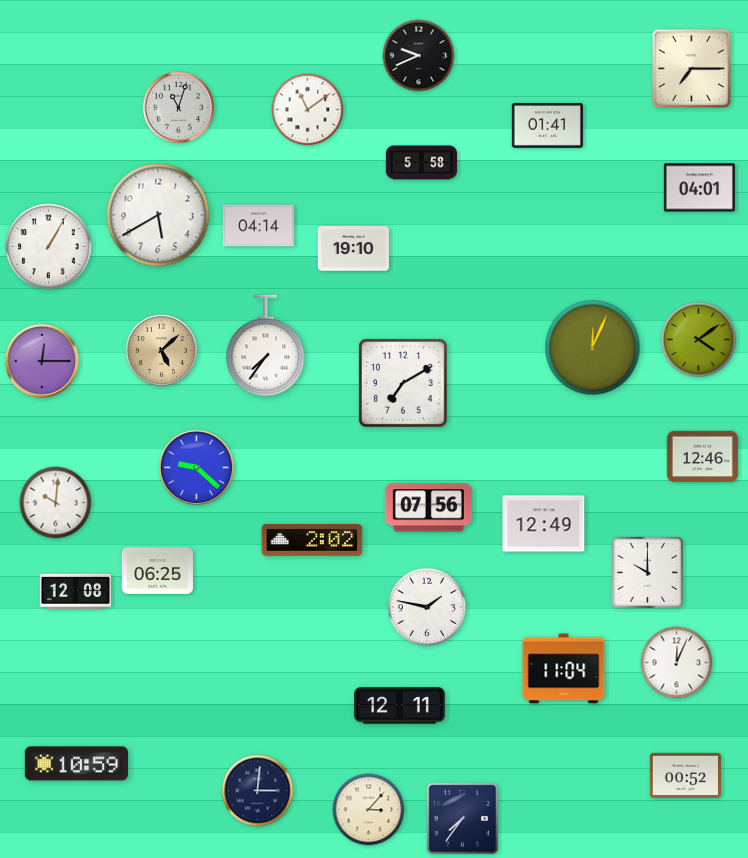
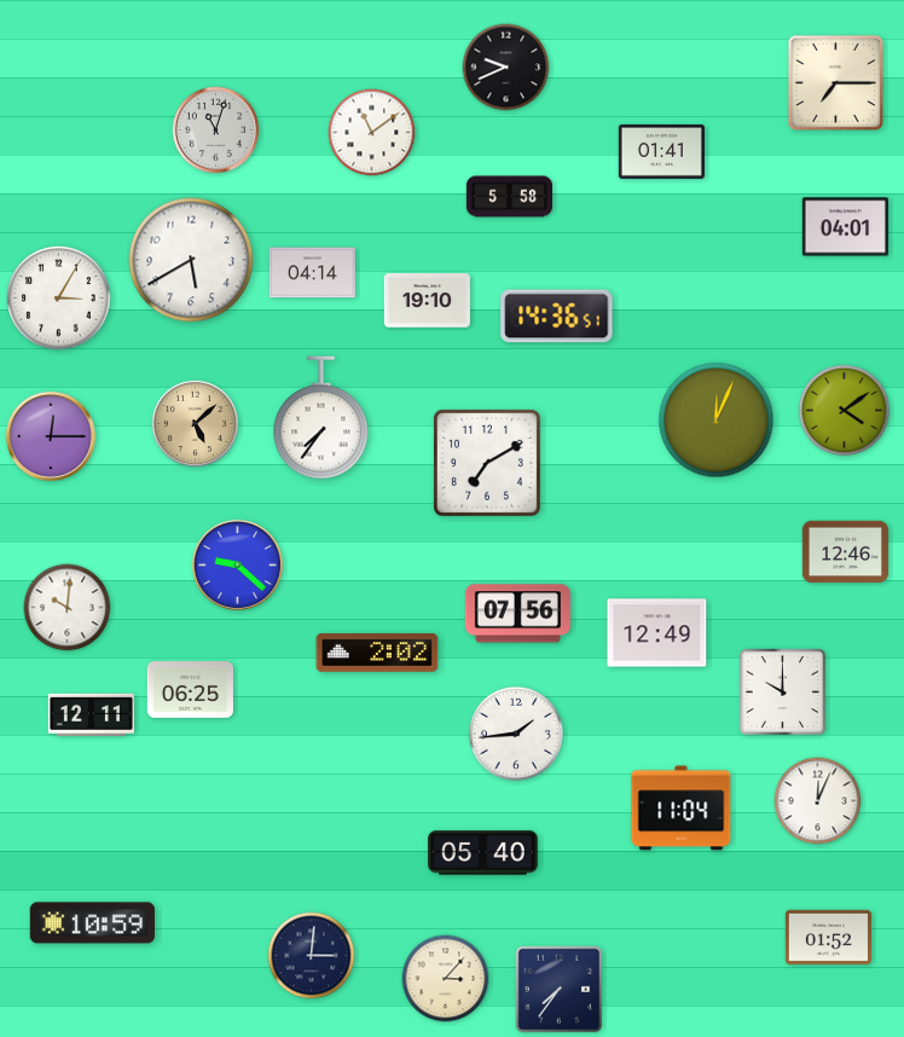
clock at (49, 247): 1:05 -> 3:05
clock at (557, 317): none -> 14:36
clock at (702, 457) position: (702, 457) -> (845, 552)
clock at (75, 591): 12:08 -> 12:11
clock at (426, 606): 1:47 -> 1:44
clock at (400, 706): 12:11 -> 05:40
clock at (685, 775): 00:52 -> 01:52
